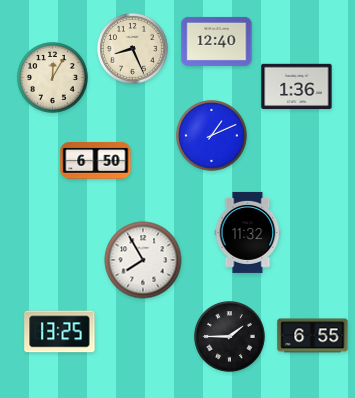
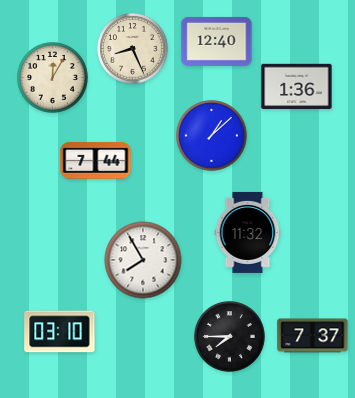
clock at (212, 136): 1:11 -> 1:08
clock at (96, 161): 6:50 -> 7:44
clock at (60, 332): 13:25 -> 03:10
clock at (313, 336): 6:55 -> 7:37
clock at (230, 337): 1:45 -> 7:45
